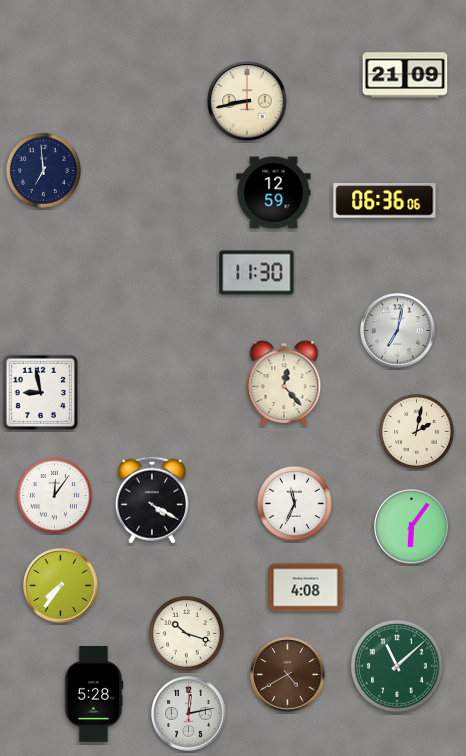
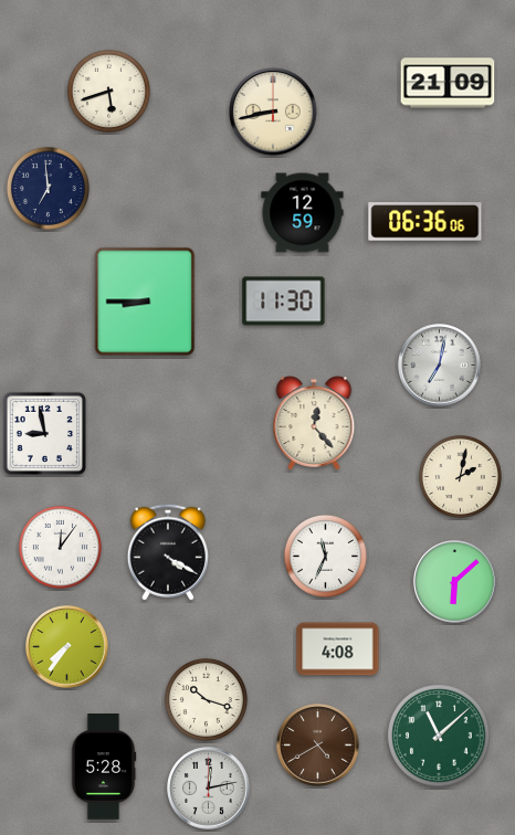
clock at (108, 91): none -> 5:42
clock at (145, 302): none -> 8:45
clock at (412, 527): 6:06 -> 6:08
